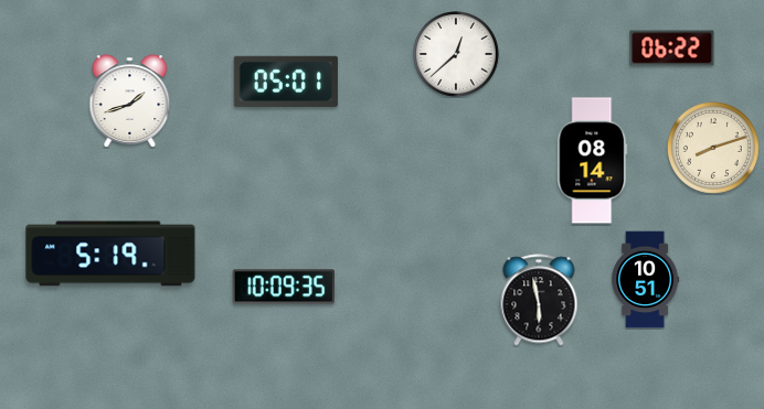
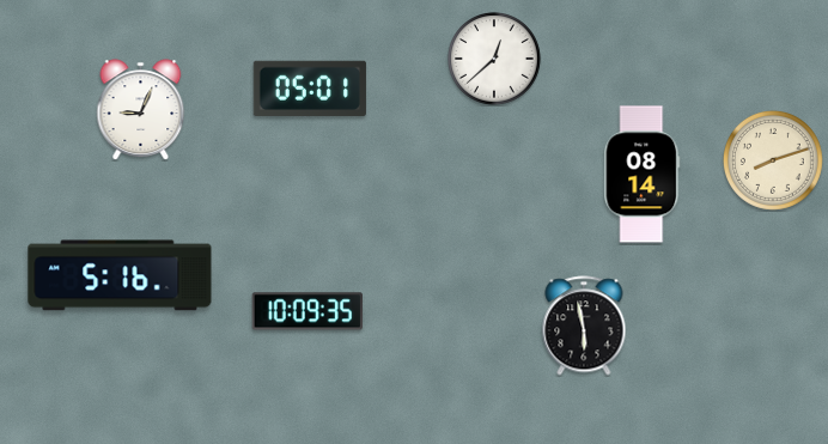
clock at (672, 49): 06:22 -> none
clock at (130, 101): 1:42 -> 9:04
clock at (110, 254): 5:19 -> 5:16
clock at (646, 280): 10:51 -> none
